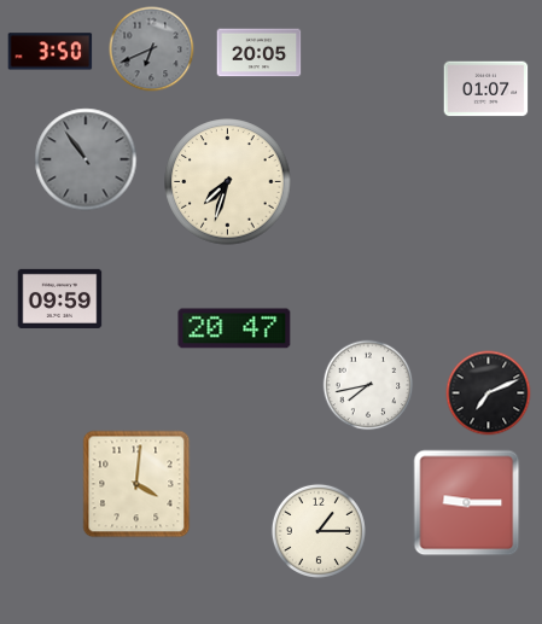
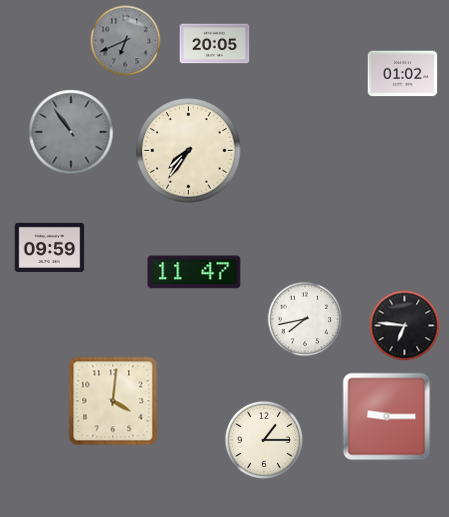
clock at (51, 52): 3:50 -> none
clock at (486, 89): 01:07 -> 01:02
clock at (228, 182): 7:33 -> 7:36
clock at (234, 328): 20:47 -> 11:47
clock at (489, 393): 7:11 -> 6:46
